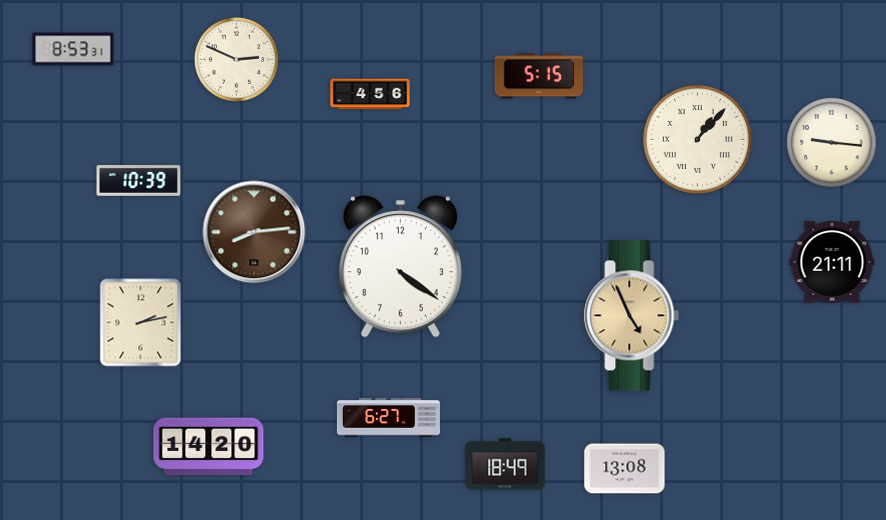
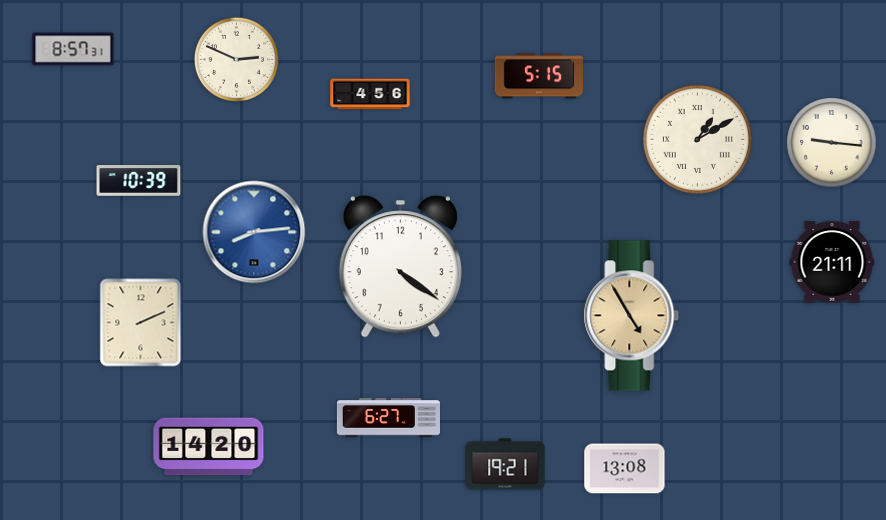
clock at (73, 49): 8:53 -> 8:57
clock at (697, 139): 1:07 -> 1:10
clock at (254, 232) dial: brown -> blue
clock at (632, 316): 4:56 -> 4:55
clock at (141, 323): 2:13 -> 2:11
clock at (505, 464): 18:49 -> 19:21
